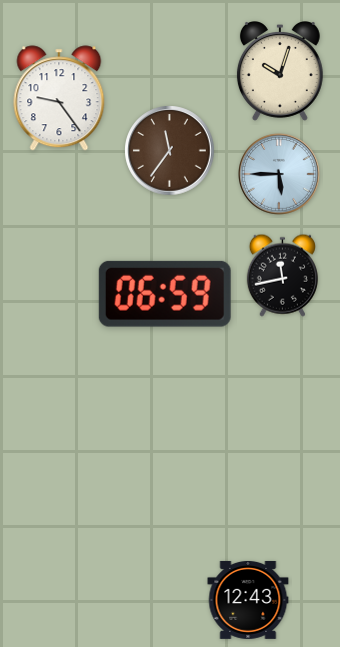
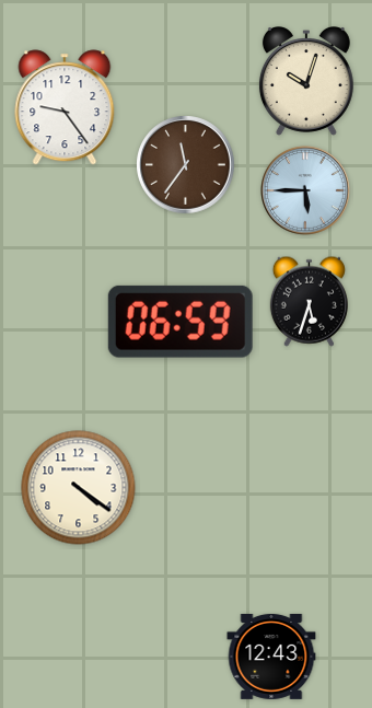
clock at (280, 72) position: (280, 72) -> (306, 82)
clock at (282, 275): 11:43 -> 5:33
clock at (79, 488): none -> 4:21
